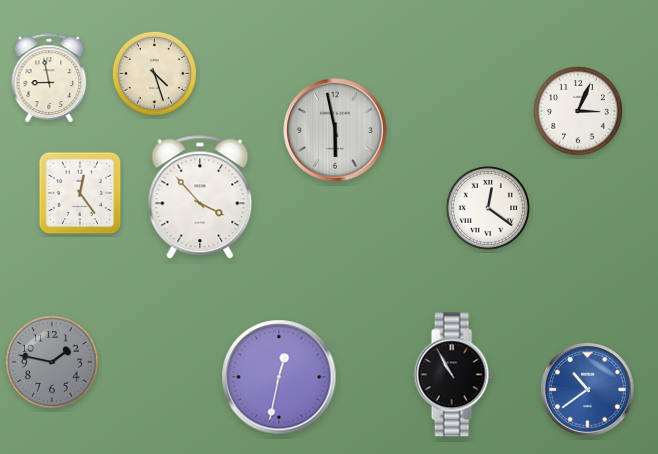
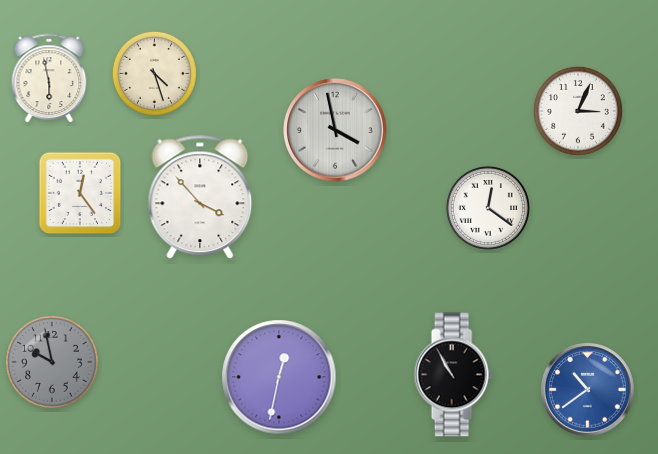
clock at (49, 78): 8:58 -> 5:58
clock at (335, 130): 5:58 -> 3:58
clock at (52, 362): 1:47 -> 9:58
